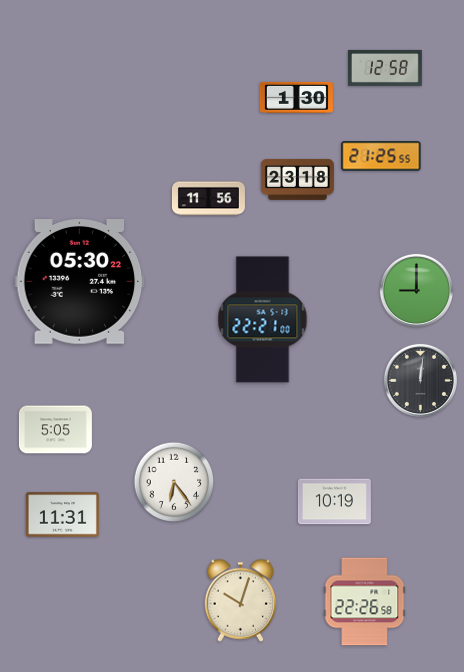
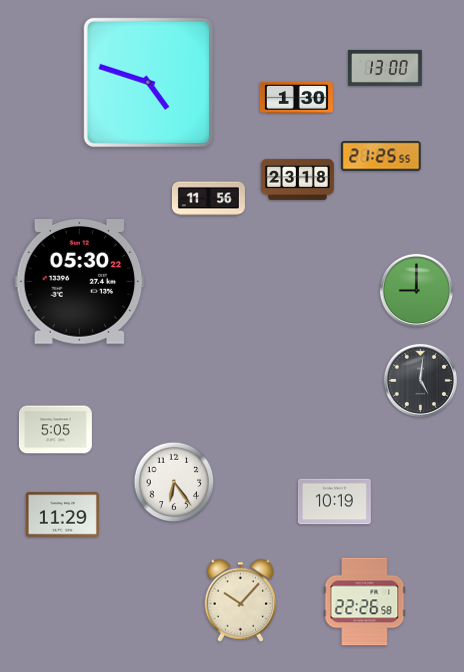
clock at (386, 68): 12:58 -> 13:00
clock at (148, 82): none -> 4:48
clock at (263, 320): 22:21 -> none
clock at (420, 380): 12:01 -> 5:01
clock at (62, 515): 11:31 -> 11:29
clock at (241, 600): 10:03 -> 10:07
